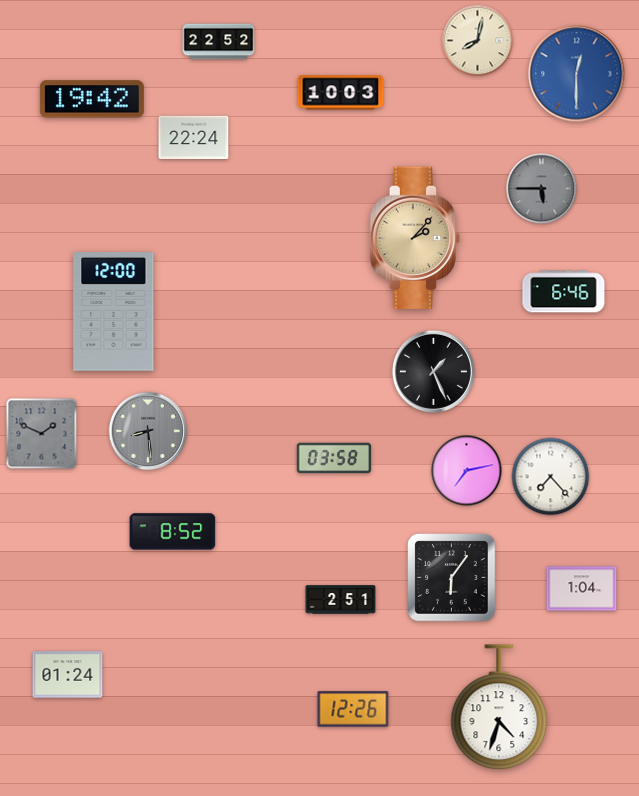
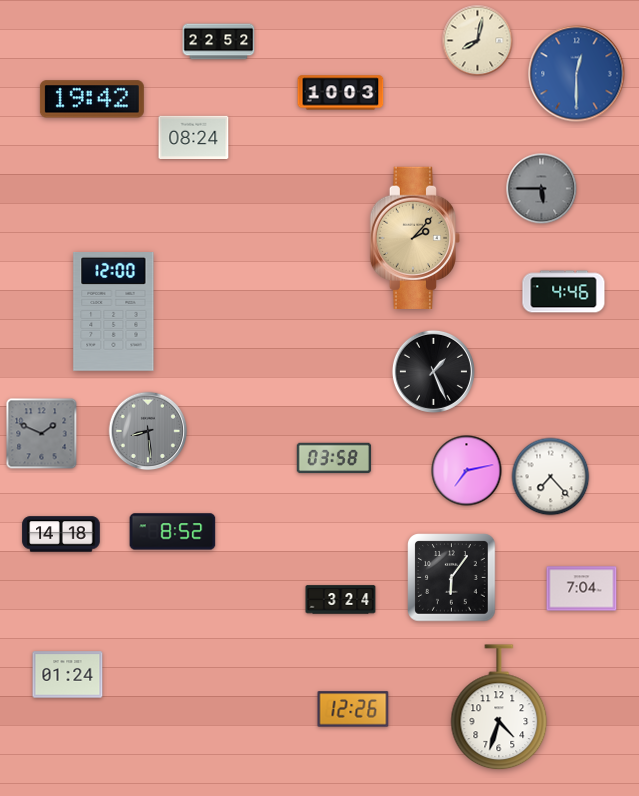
clock at (194, 137): 22:24 -> 08:24
clock at (564, 292): 6:46 -> 4:46
clock at (61, 534): none -> 14:18
clock at (582, 589): 1:04 -> 7:04
clock at (341, 600): 2:51 -> 3:24
